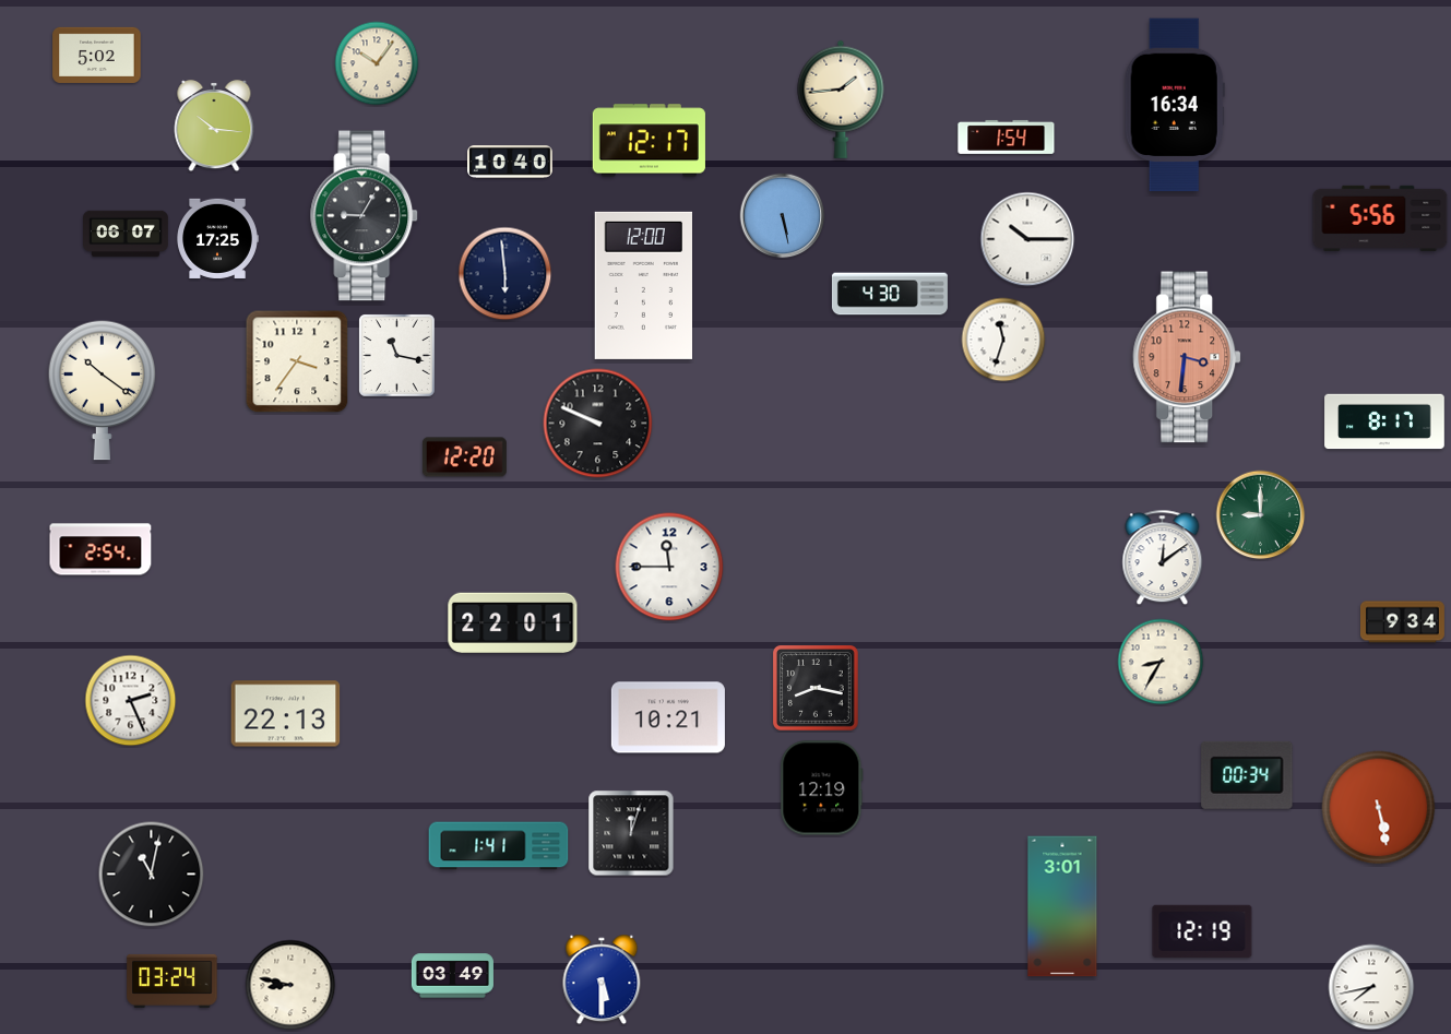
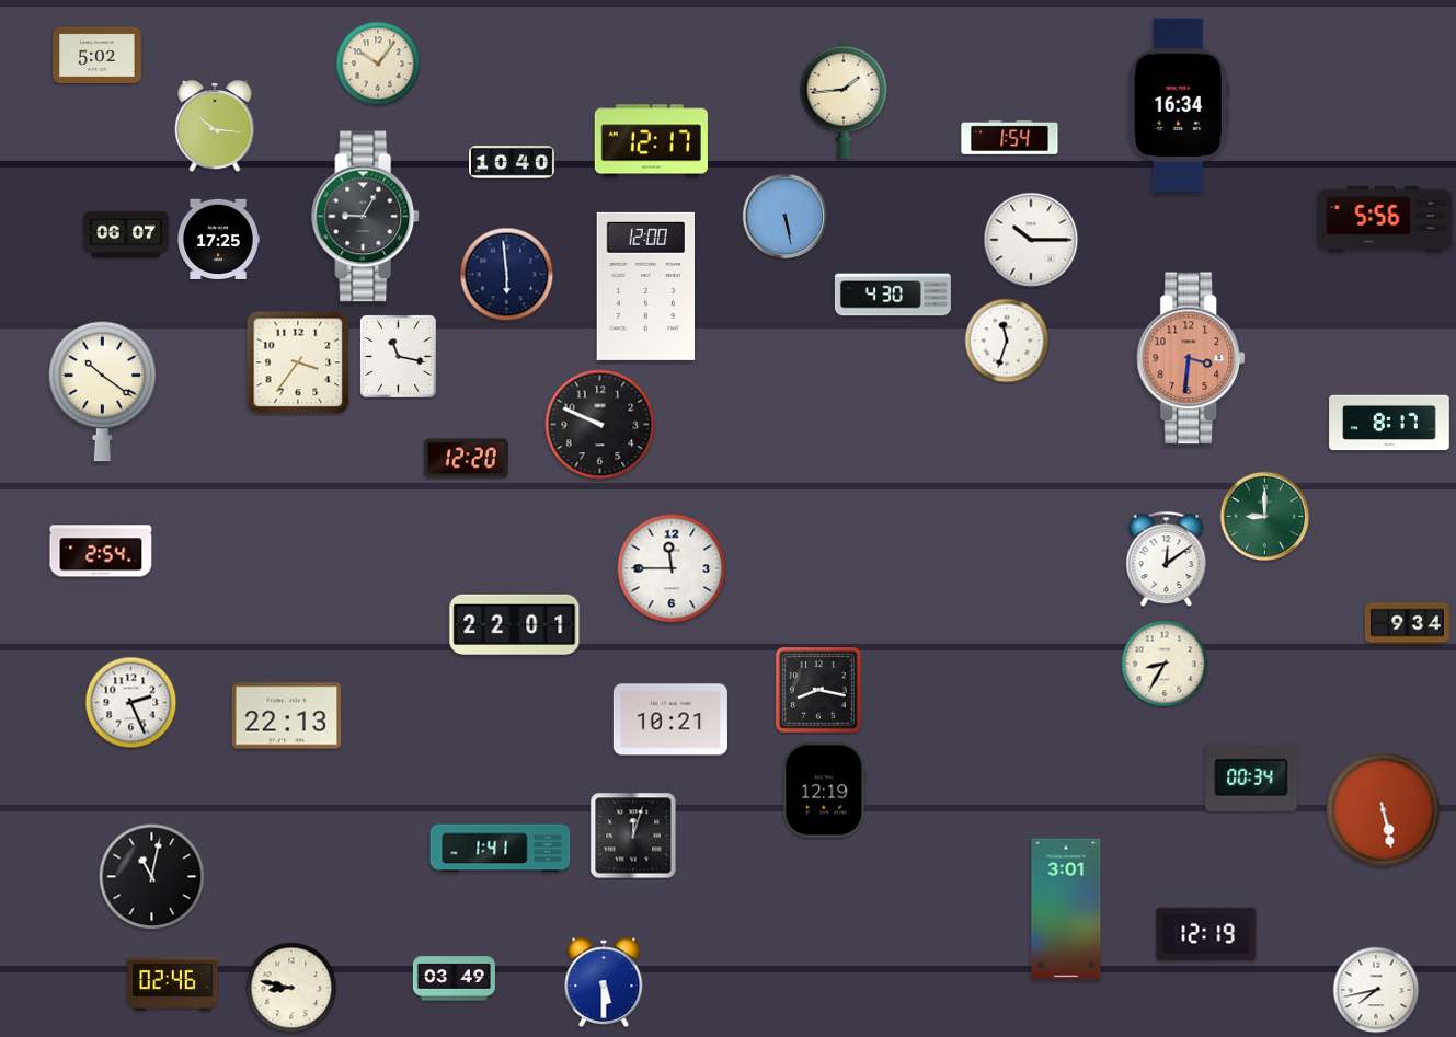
clock at (173, 980): 03:24 -> 02:46
